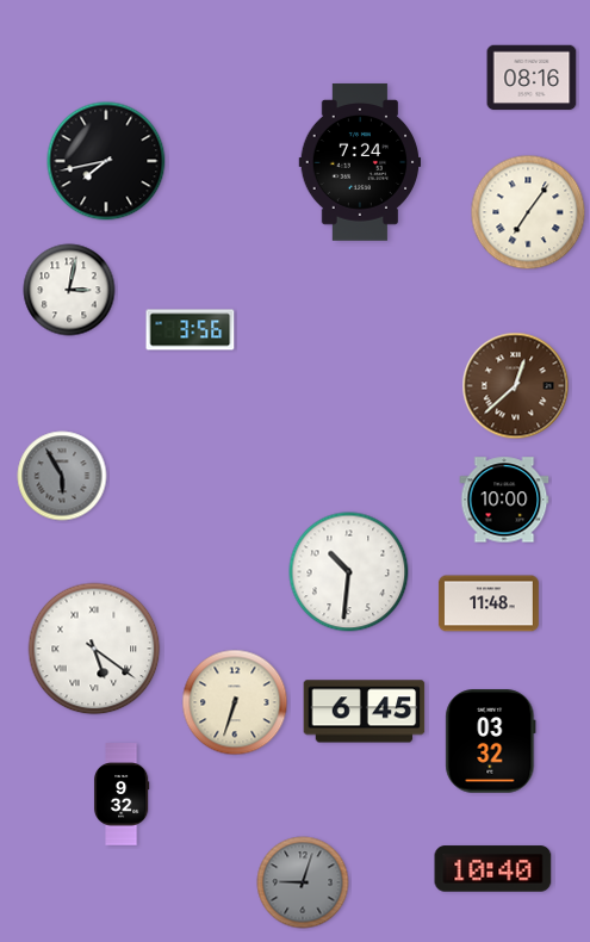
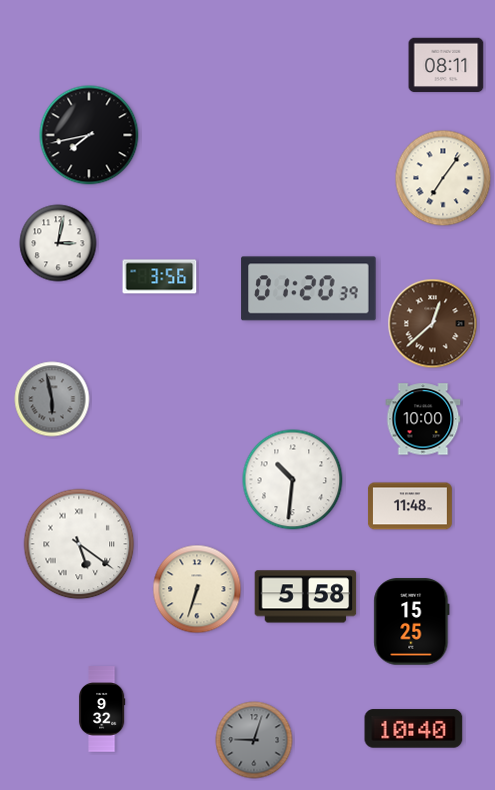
clock at (532, 78): 08:16 -> 08:11
clock at (360, 162): 7:24 -> none
clock at (309, 289): none -> 01:20
clock at (62, 476): 5:55 -> 5:58
clock at (365, 712): 6:45 -> 5:58
clock at (491, 742): 03:32 -> 15:25
clock at (122, 794) position: (122, 794) -> (102, 709)
